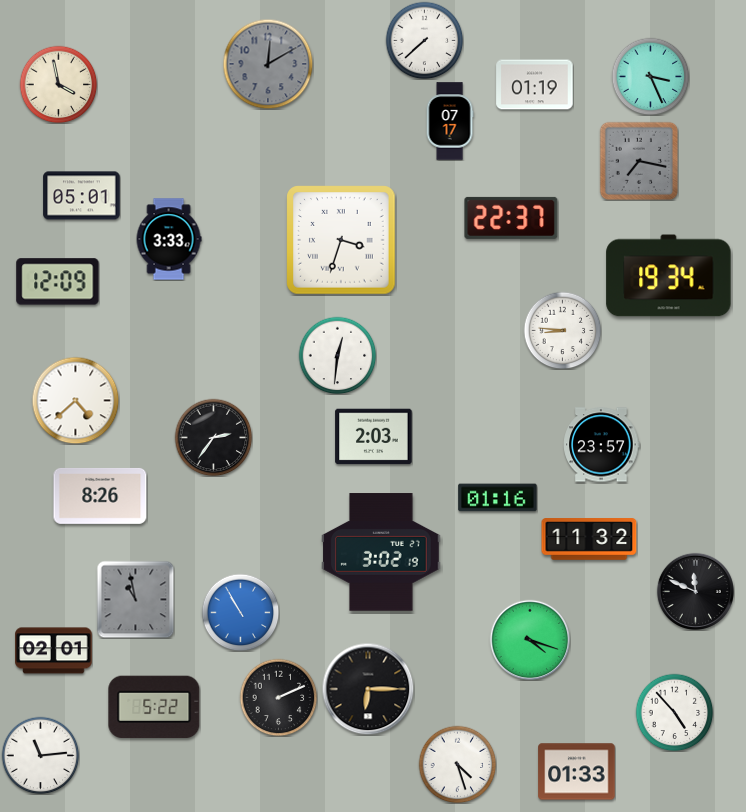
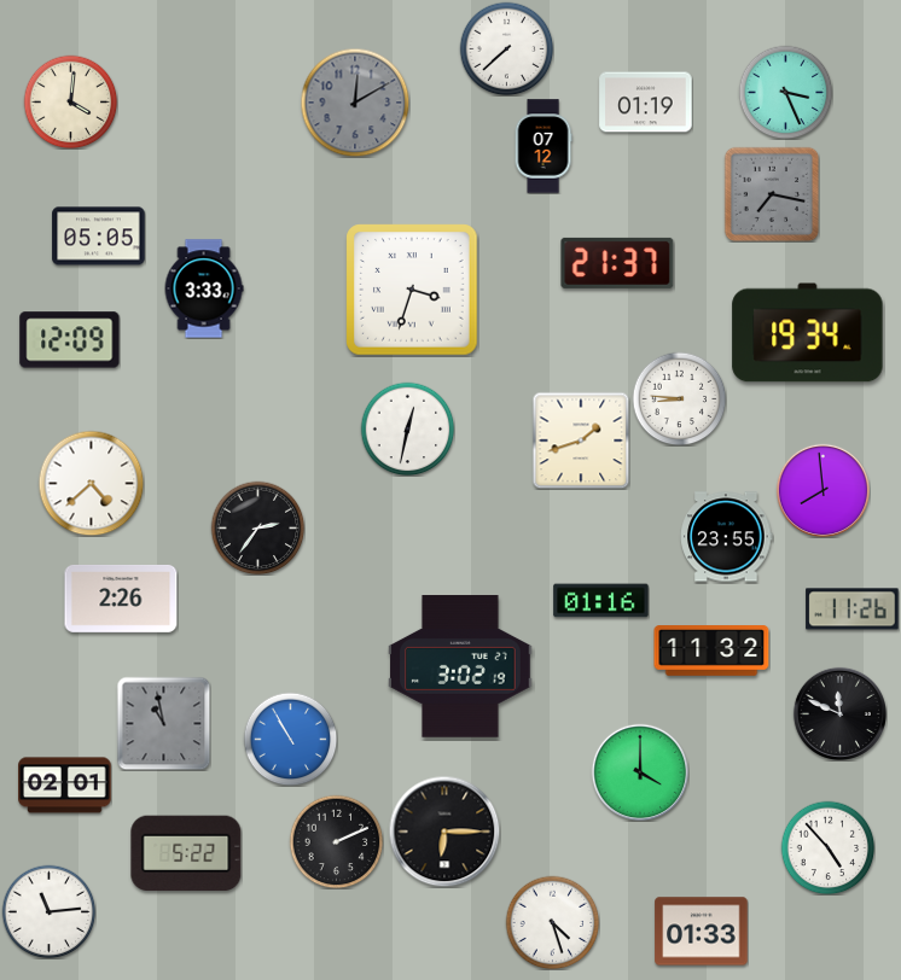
clock at (424, 40) position: (424, 40) -> (506, 48)
clock at (268, 64) position: (268, 64) -> (355, 103)
clock at (58, 84): 3:58 -> 4:01
clock at (450, 121): 07:17 -> 07:12
clock at (82, 196): 05:01 -> 05:05
clock at (511, 218): 22:37 -> 21:37
clock at (337, 355): 12:31 -> 12:32
clock at (581, 441): none -> 1:42
clock at (822, 490): none -> 7:59
clock at (374, 437): 2:03 -> none
clock at (602, 445): 23:57 -> 23:55
clock at (100, 496): 8:26 -> 2:26
clock at (853, 609): none -> 11:26
clock at (529, 639): 4:18 -> 4:00
clock at (674, 712) position: (674, 712) -> (827, 847)
clock at (577, 772) position: (577, 772) -> (702, 932)
